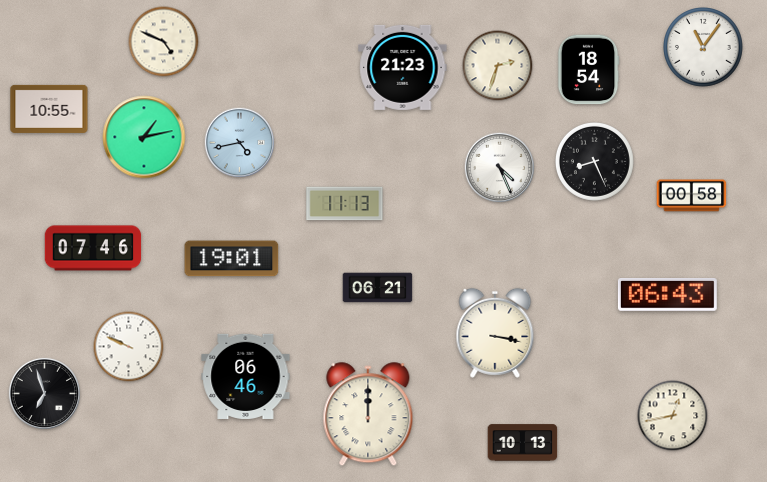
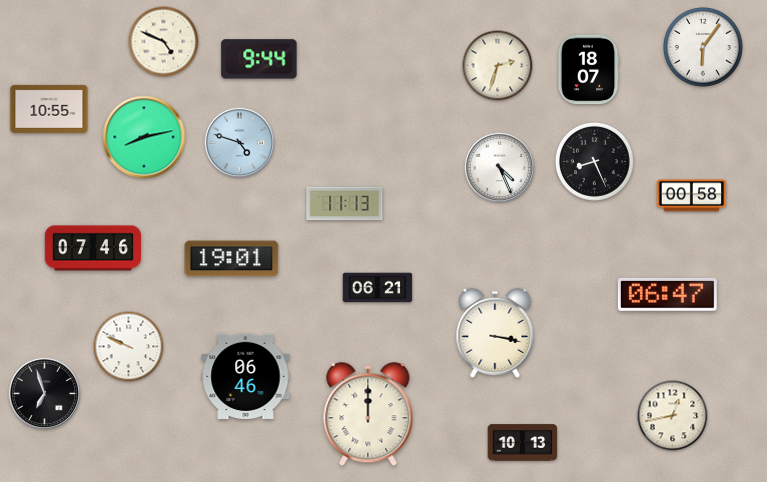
clock at (704, 48): 11:06 -> 6:06
clock at (259, 59): none -> 9:44
clock at (403, 67): 21:23 -> none
clock at (588, 70): 18:54 -> 18:07
clock at (144, 137): 1:13 -> 8:13
clock at (240, 143): 4:43 -> 4:48
clock at (667, 295): 06:43 -> 06:47
